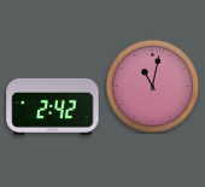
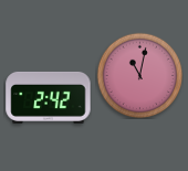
clock at (152, 86) position: (152, 86) -> (139, 75)
